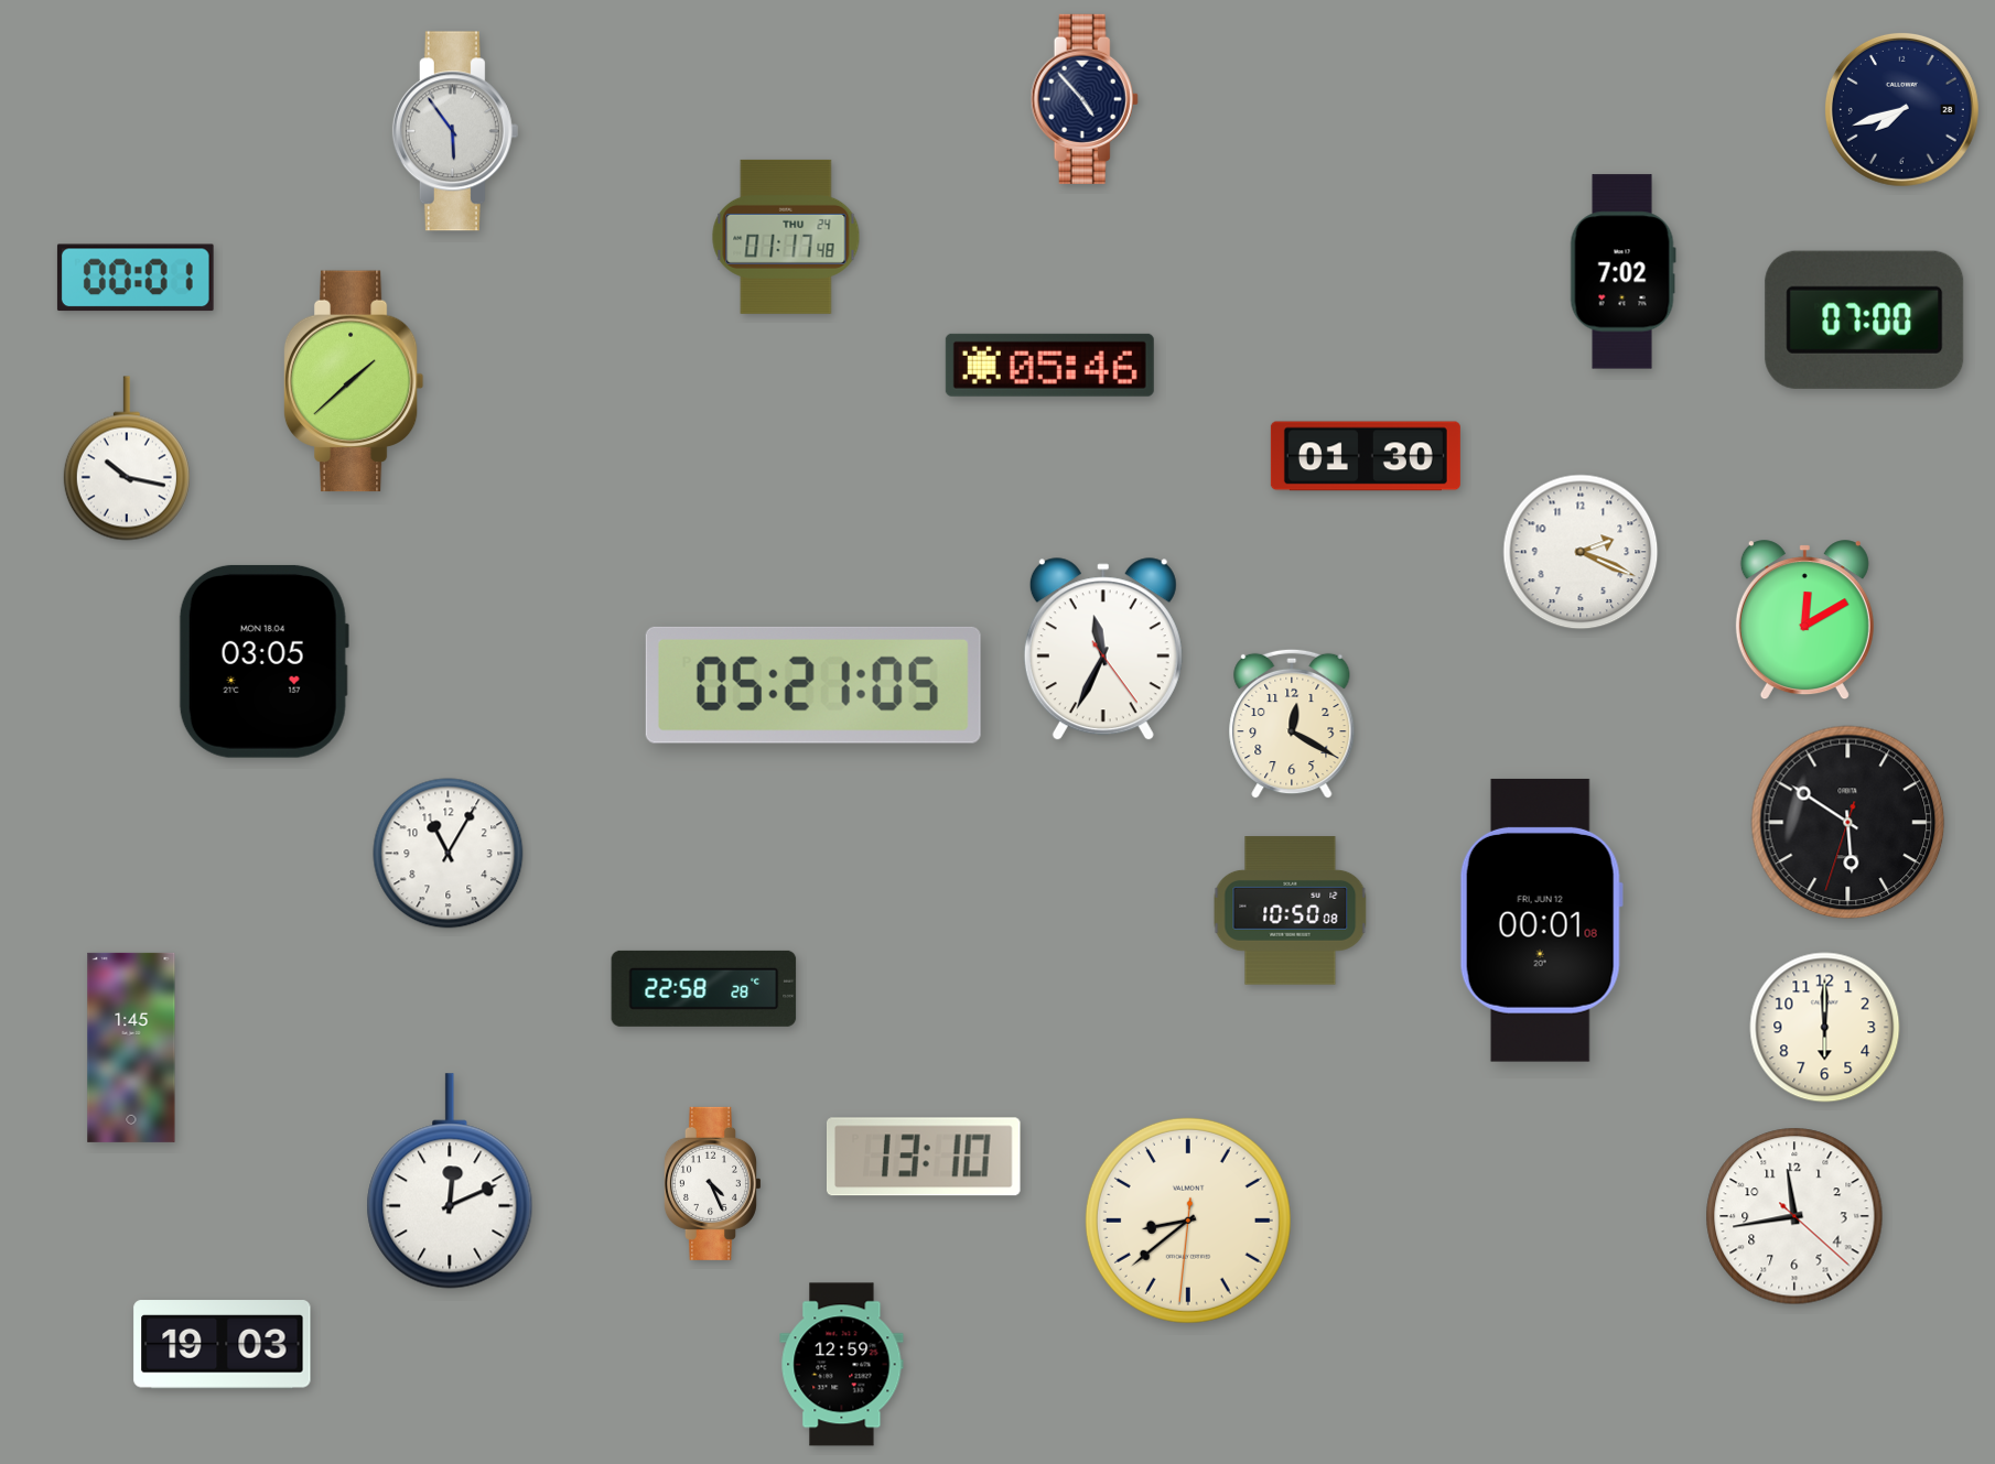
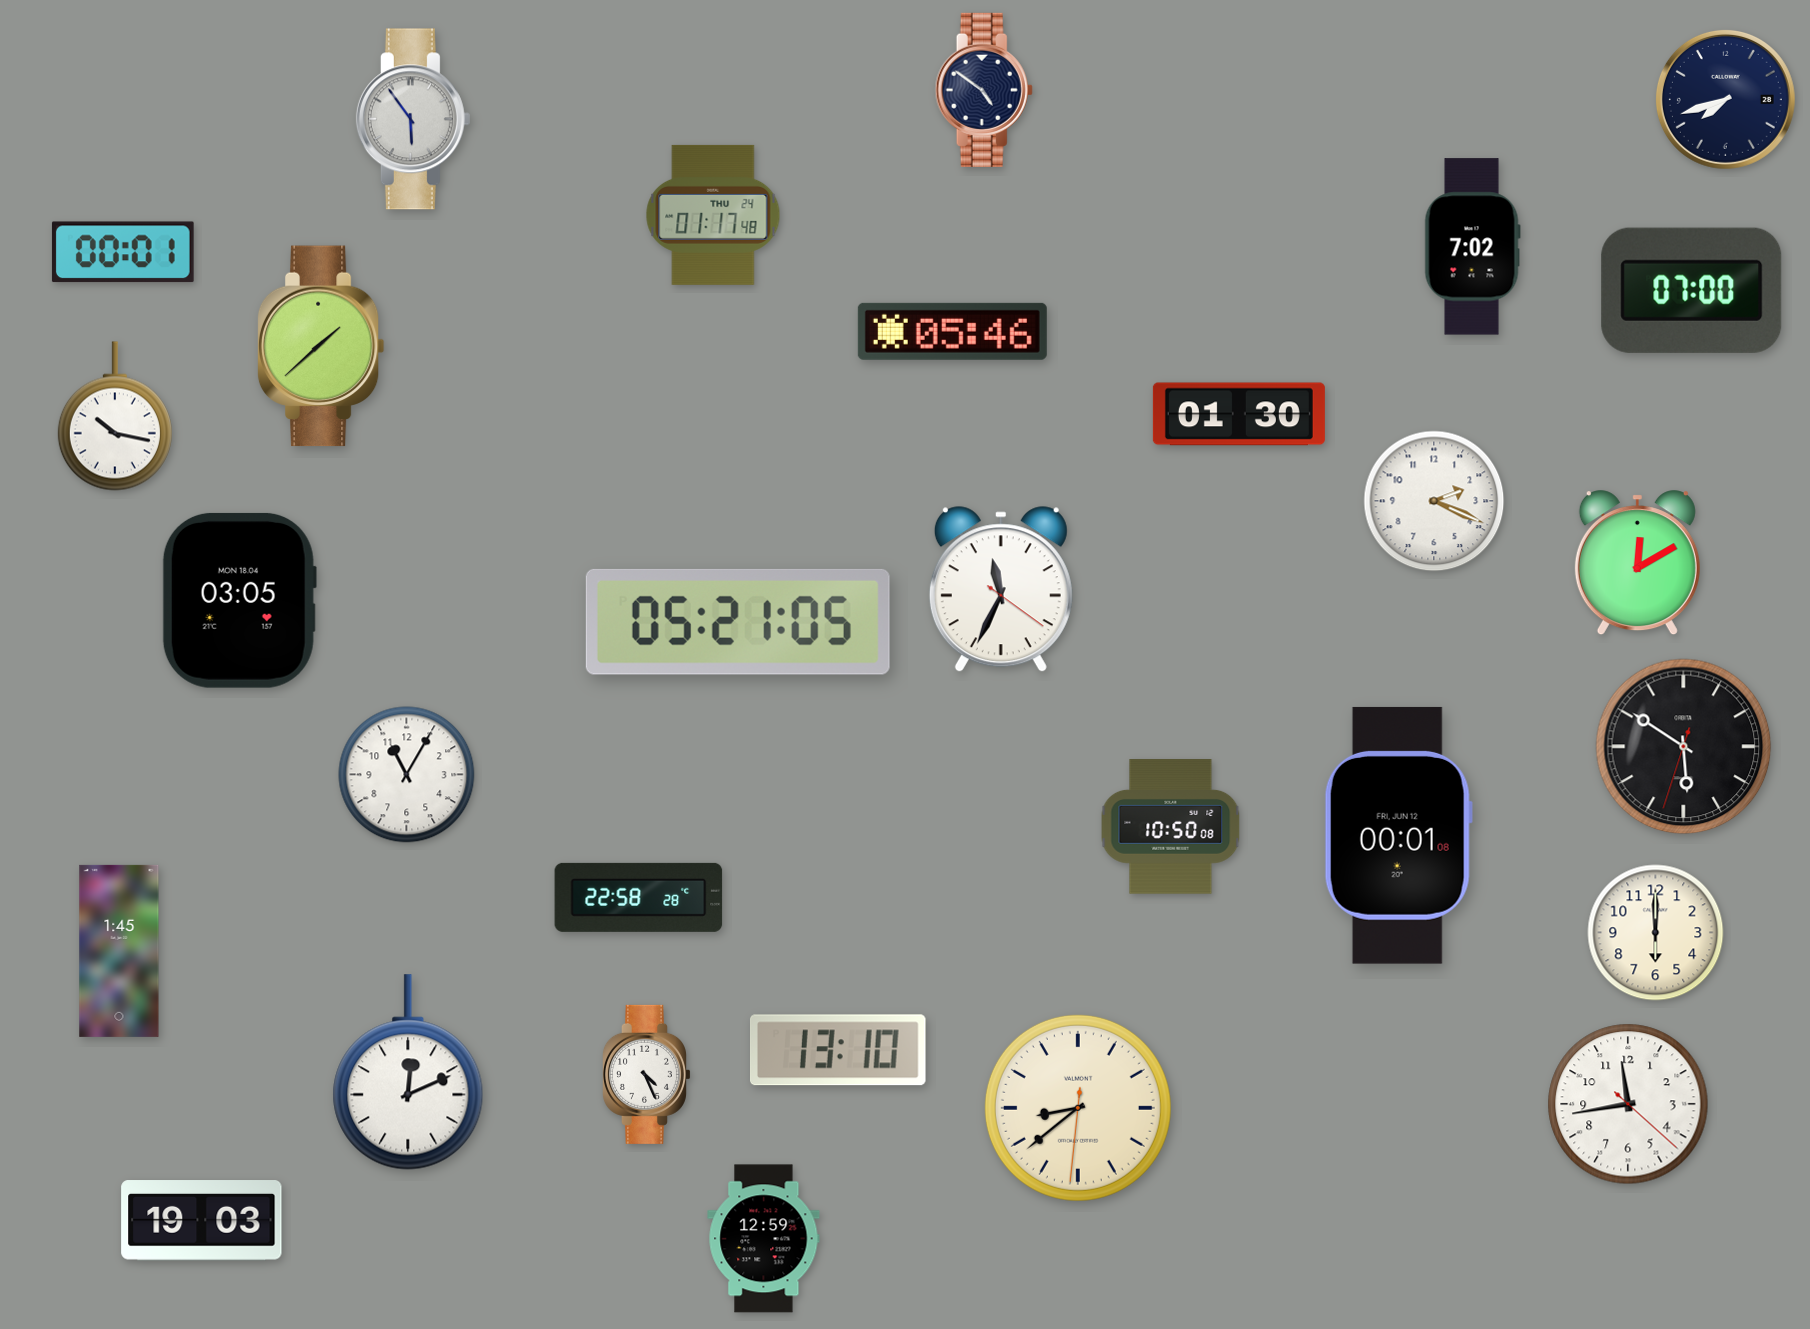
clock at (1085, 99): 4:53 -> 4:51
clock at (1103, 650): 11:34:24 -> 11:34:21
clock at (1292, 724): 12:20 -> none
clock at (1848, 823) position: (1848, 823) -> (1684, 747)
